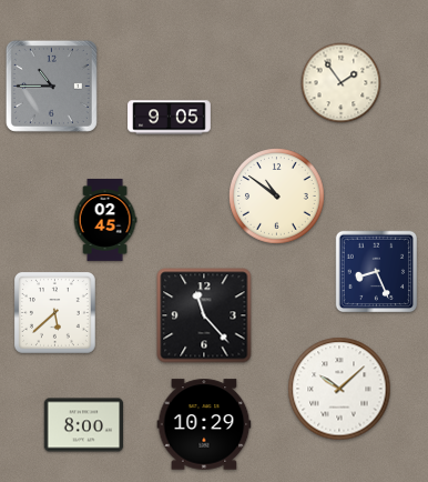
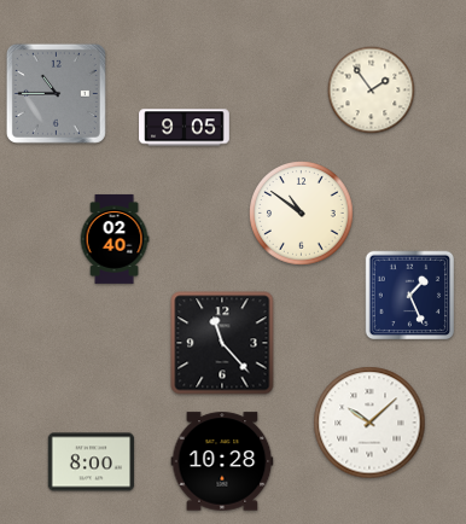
clock at (105, 220): 02:45 -> 02:40
clock at (377, 272): 8:26 -> 1:26
clock at (54, 312): 5:38 -> none
clock at (204, 424): 10:29 -> 10:28
